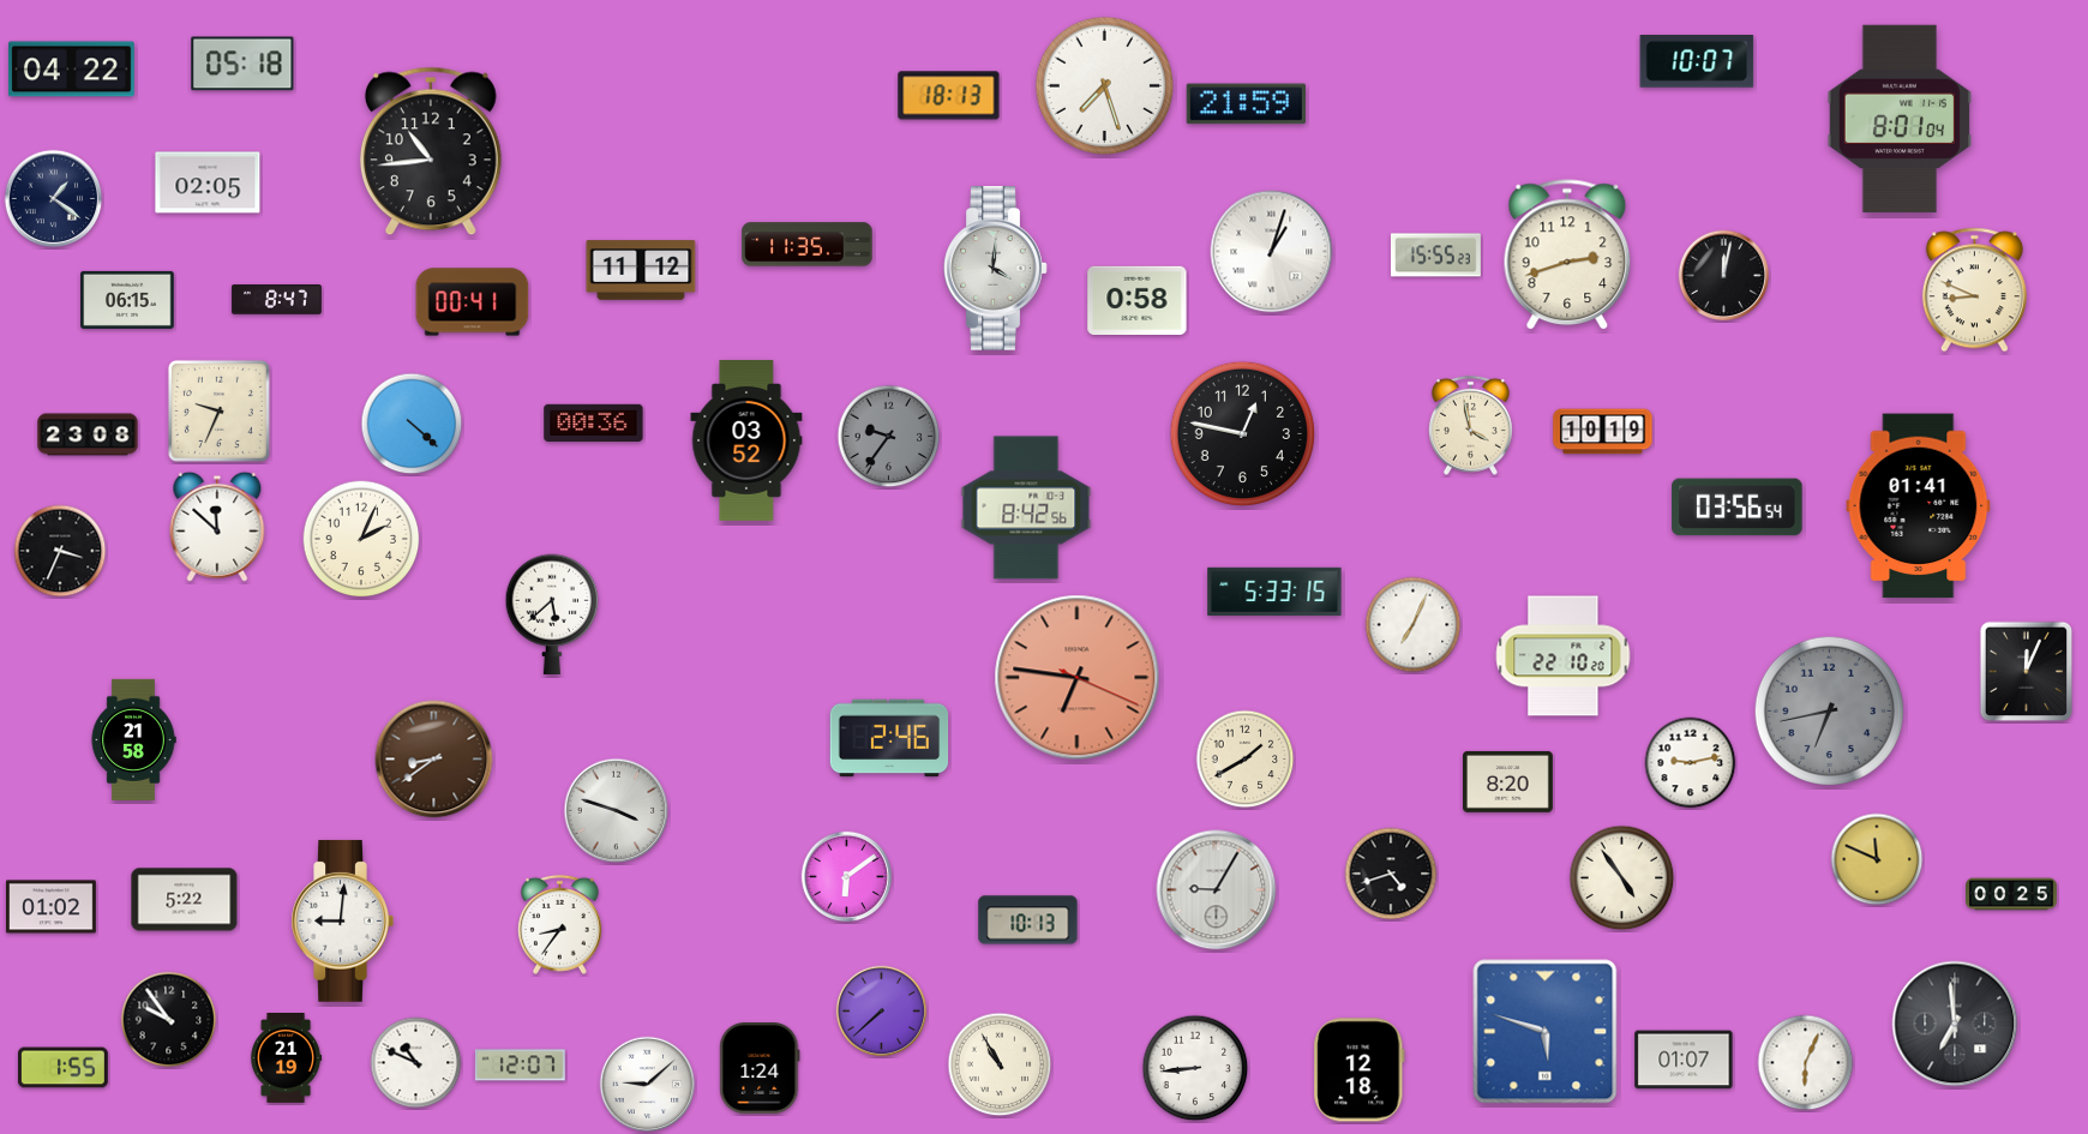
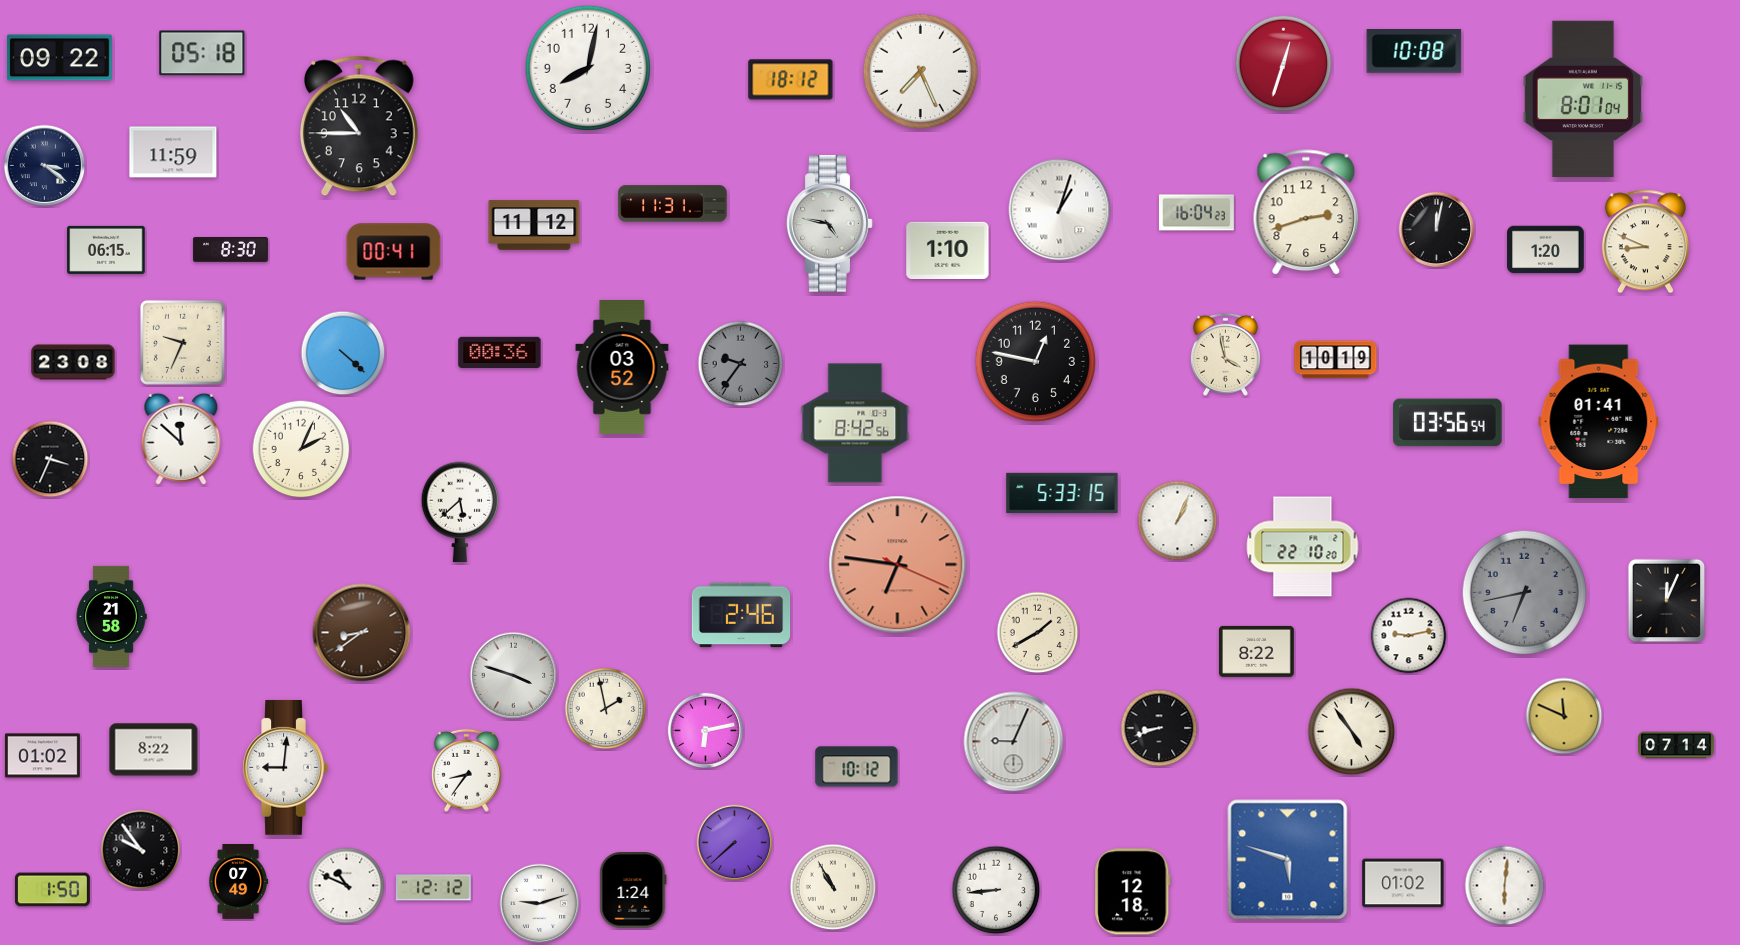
clock at (1697, 62): 10:07 -> 10:08
clock at (71, 70): 04:22 -> 09:22
clock at (1284, 64): none -> 12:33
clock at (588, 68): none -> 8:02
clock at (1105, 86): 7:27 -> 7:26
clock at (949, 96): 18:13 -> 18:12
clock at (1246, 104): 21:59 -> none
clock at (431, 151): 10:44 -> 10:45
clock at (208, 182): 02:05 -> 11:59
clock at (54, 199): 1:21 -> 3:21
clock at (808, 245): 11:35 -> 11:31
clock at (1435, 256): 15:55 -> 16:04
clock at (996, 269): 4:01 -> 4:47
clock at (276, 300): 8:47 -> 8:30
clock at (1138, 300): 0:58 -> 1:10
clock at (1546, 250): none -> 1:20
clock at (594, 422) position: (594, 422) -> (500, 352)
clock at (1414, 625): 7:04 -> 1:04
clock at (2027, 672) position: (2027, 672) -> (1667, 601)
clock at (1507, 781): 8:20 -> 8:22
clock at (606, 709): none -> 1:58
clock at (1391, 874): 4:42 -> 8:42
clock at (847, 877): 6:09 -> 6:13
clock at (1217, 890): 9:05 -> 9:04
clock at (2011, 894): 00:25 -> 07:14
clock at (185, 900): 5:22 -> 8:22
clock at (1028, 920): 10:13 -> 10:12
clock at (1955, 1024): 6:59 -> none
clock at (287, 1058): 21:19 -> 07:49
clock at (1684, 1060): 01:07 -> 01:02
clock at (1806, 1063): 6:04 -> 6:01
clock at (520, 1066): 12:07 -> 12:12
clock at (62, 1068): 1:55 -> 1:50
clock at (648, 1085): 9:08 -> 9:12
